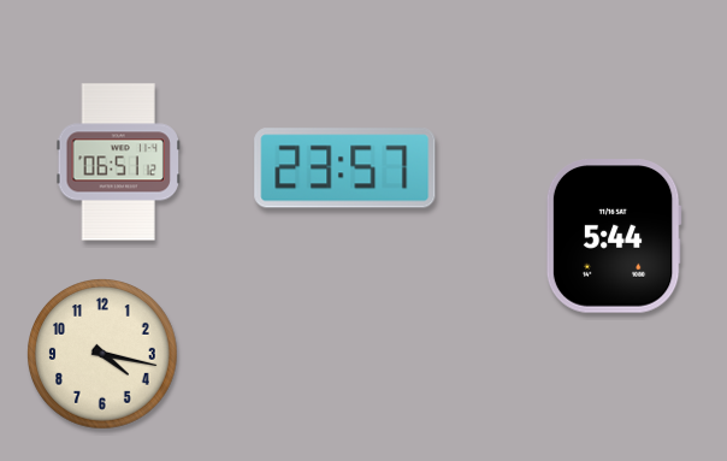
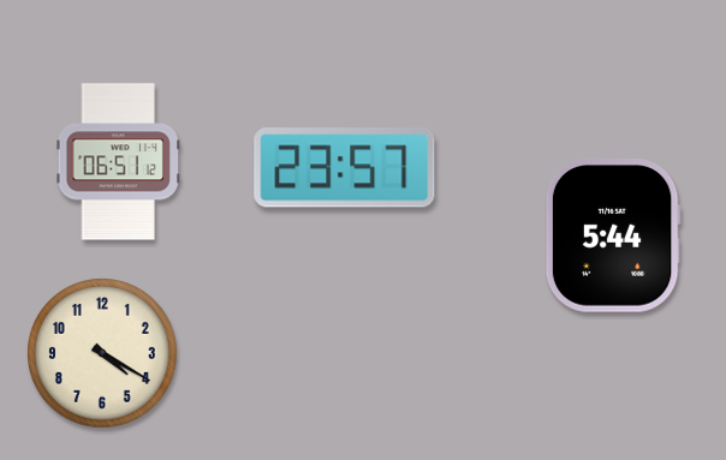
clock at (102, 354): 4:17 -> 4:20
